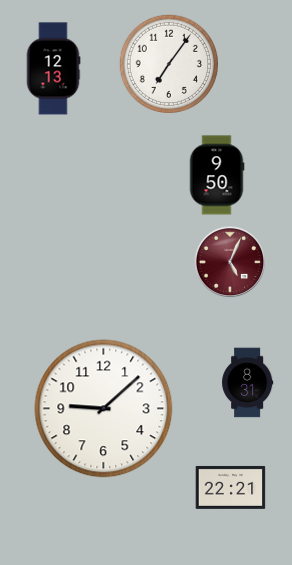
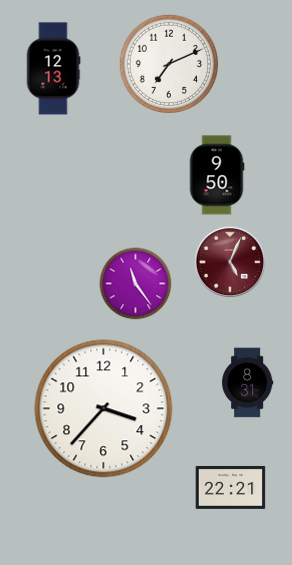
clock at (168, 63): 7:06 -> 7:11
clock at (136, 284): none -> 11:24
clock at (104, 409): 9:08 -> 3:37
